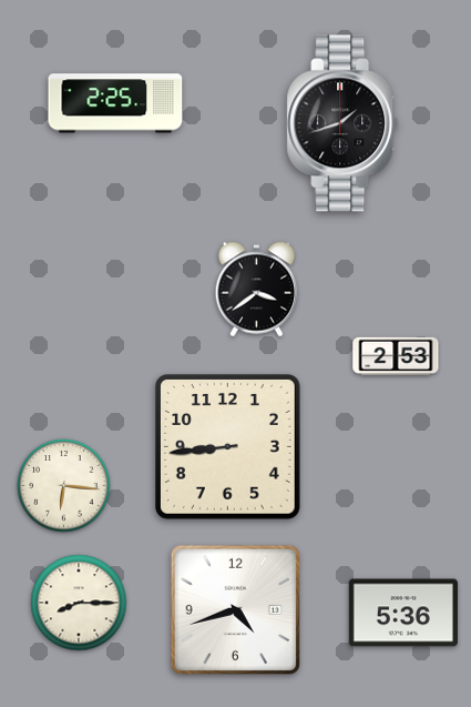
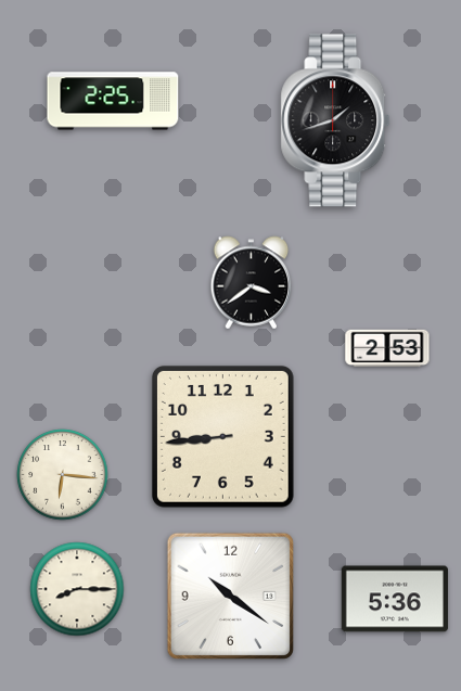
clock at (235, 609): 4:42 -> 10:21
